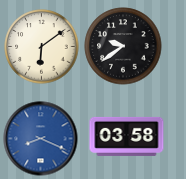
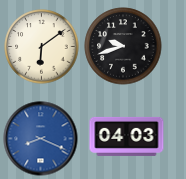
clock at (123, 46): 9:39 -> 9:42
clock at (127, 136): 03:58 -> 04:03
